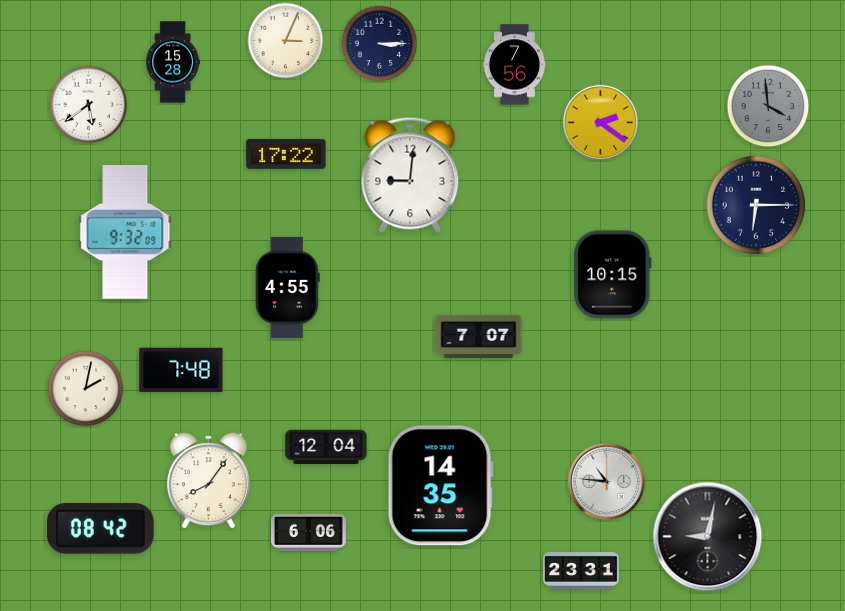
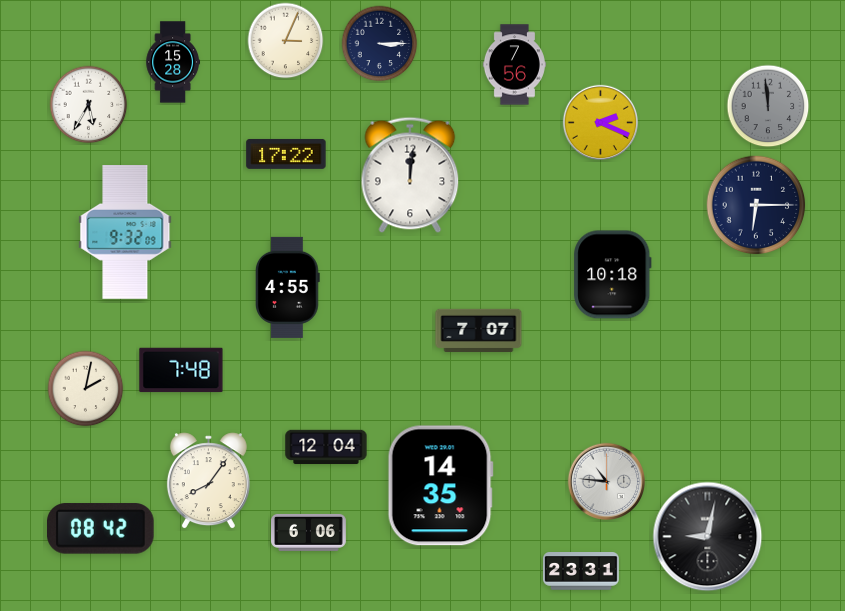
clock at (89, 105): 5:39 -> 5:35
clock at (768, 106): 3:59 -> 11:59
clock at (600, 122): 2:21 -> 2:19
clock at (410, 175): 9:01 -> 12:01
clock at (613, 275): 10:15 -> 10:18
clock at (479, 337) position: (479, 337) -> (479, 331)
